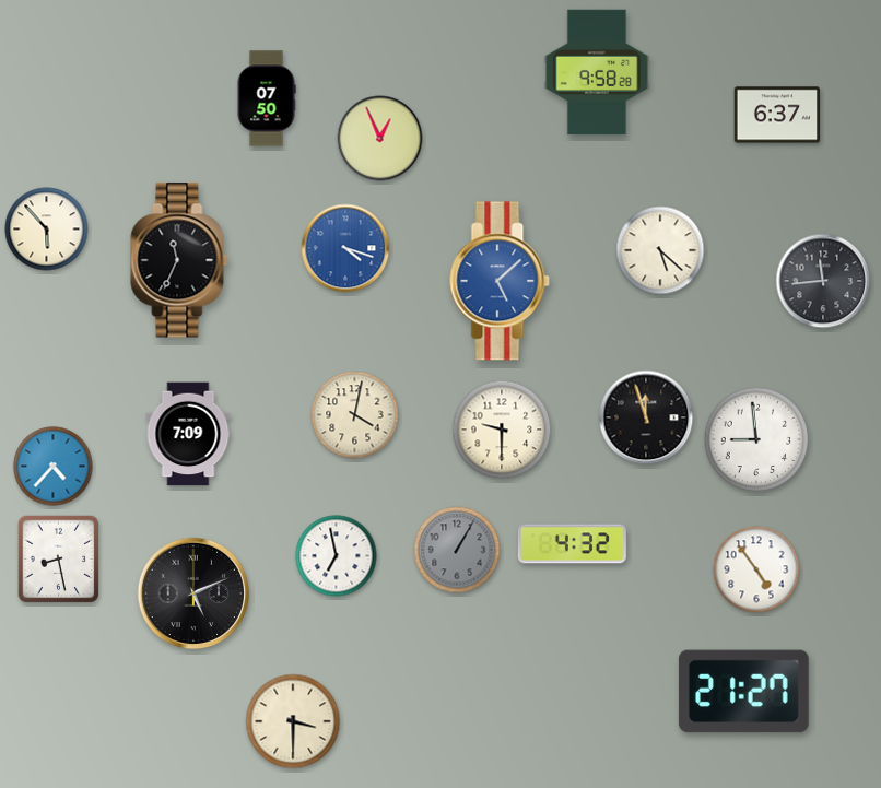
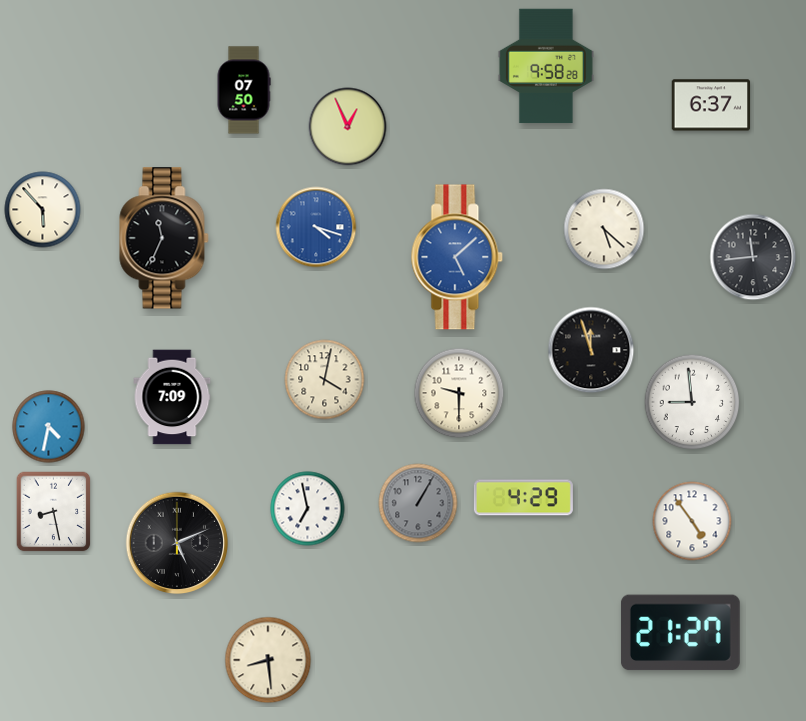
clock at (646, 417) position: (646, 417) -> (591, 350)
clock at (54, 467): 4:37 -> 4:32
clock at (572, 544): 4:32 -> 4:29
clock at (293, 721): 3:30 -> 8:29
